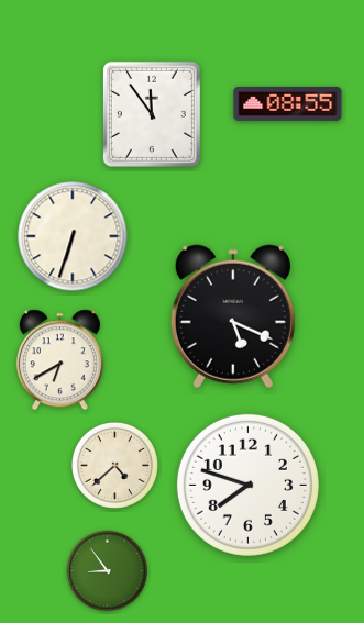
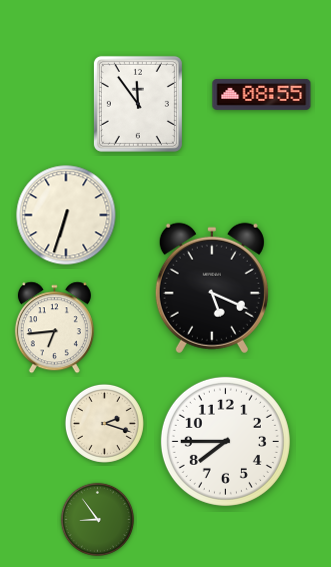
clock at (59, 360): 6:40 -> 6:44
clock at (114, 465): 4:38 -> 2:18
clock at (247, 485): 7:48 -> 7:45
